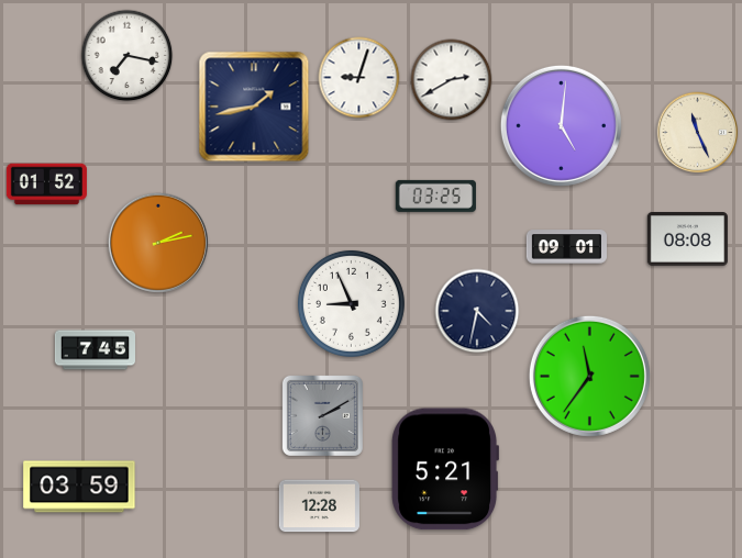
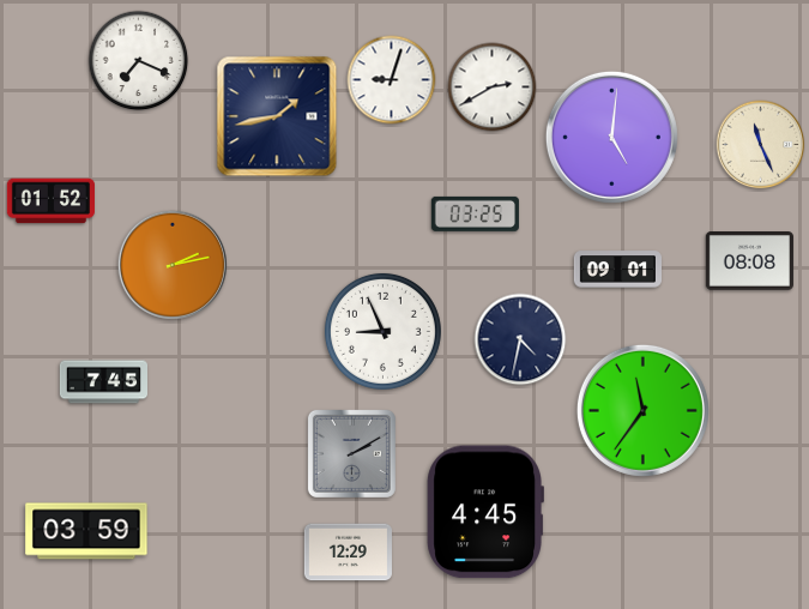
clock at (128, 56): 7:17 -> 7:19
clock at (359, 78) position: (359, 78) -> (392, 80)
clock at (444, 469): 5:21 -> 4:45
clock at (319, 506): 12:28 -> 12:29
